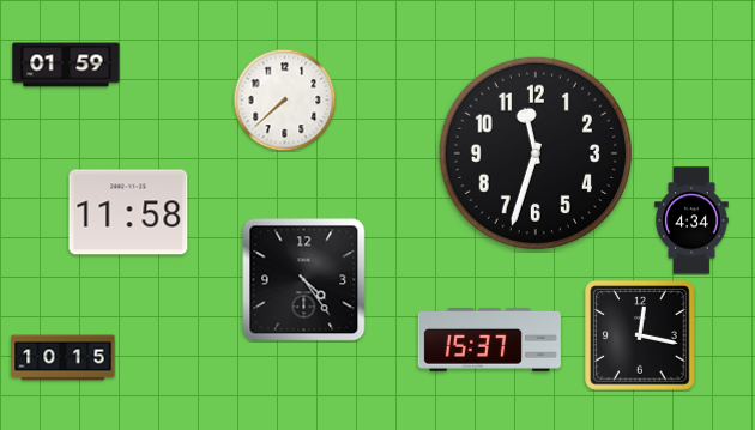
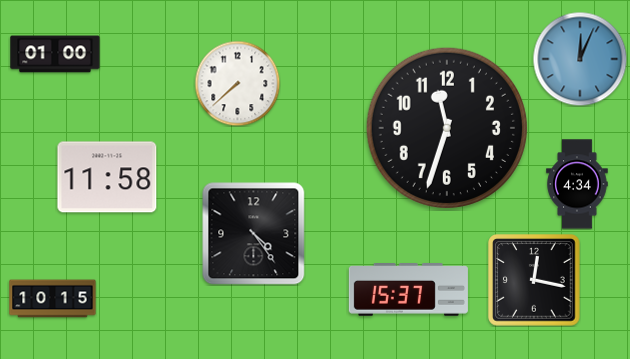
clock at (66, 65): 01:59 -> 01:00
clock at (580, 59): none -> 12:04
clock at (489, 340) position: (489, 340) -> (408, 290)
